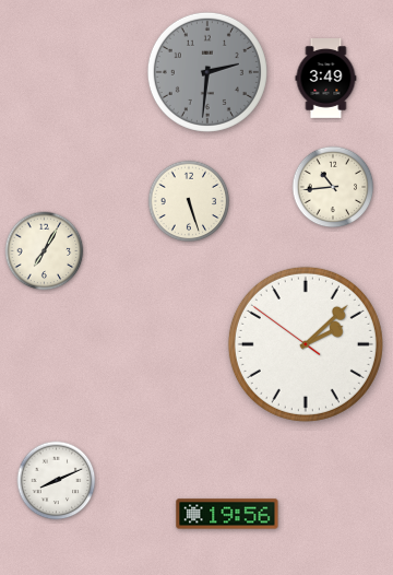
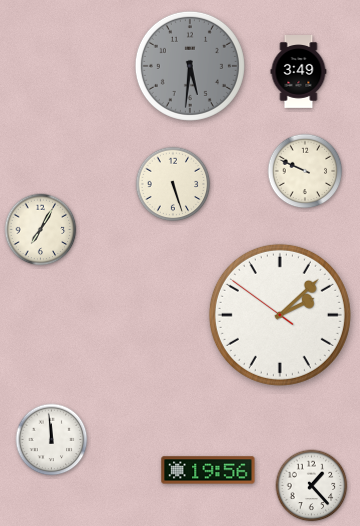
clock at (207, 72): 2:31 -> 5:31
clock at (333, 187): 10:44 -> 9:49
clock at (57, 481): 8:11 -> 11:59
clock at (312, 486): none -> 1:23
